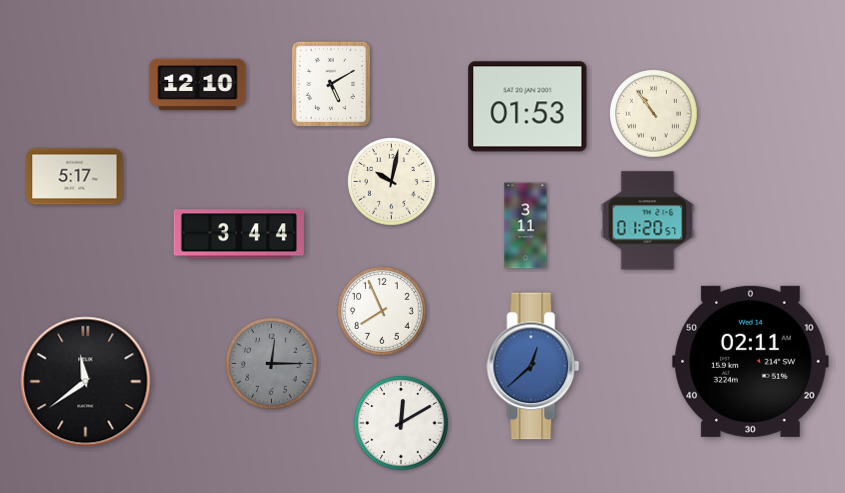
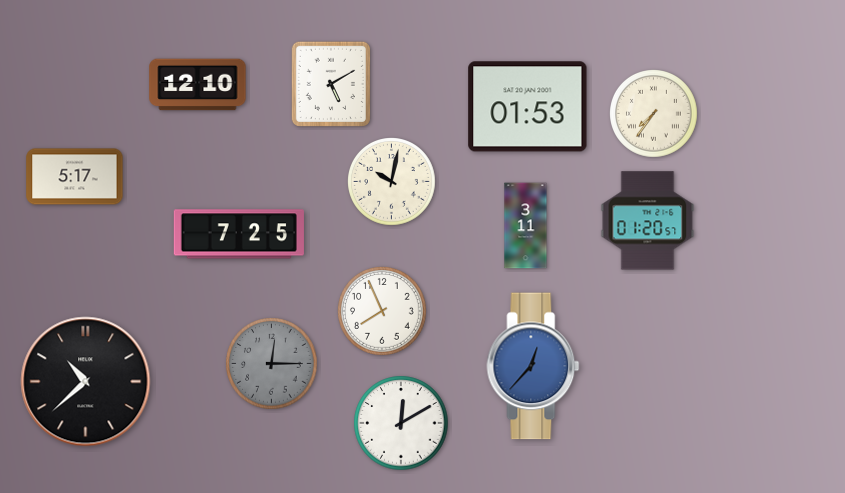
clock at (654, 114): 10:54 -> 7:36
clock at (239, 234): 3:44 -> 7:25
clock at (751, 361): 02:11 -> none
clock at (533, 366): 12:38 -> 12:37
clock at (86, 382): 11:39 -> 10:38
